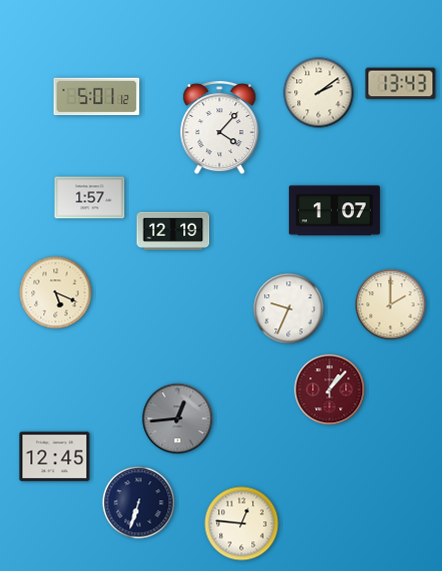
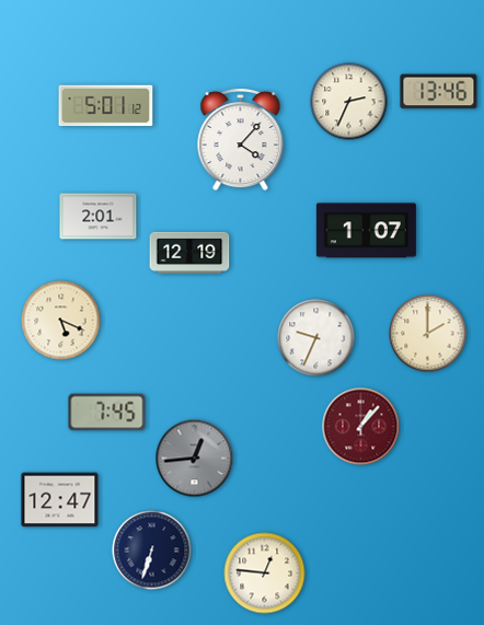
clock at (401, 84): 13:43 -> 13:46
clock at (319, 93): 2:09 -> 2:34
clock at (90, 198): 1:57 -> 2:01
clock at (107, 413): none -> 7:45
clock at (55, 457): 12:45 -> 12:47
